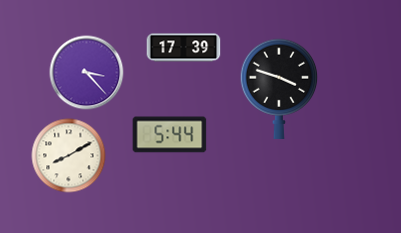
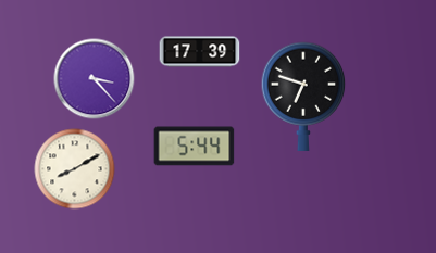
clock at (279, 89): 3:48 -> 6:48
clock at (170, 135) position: (170, 135) -> (195, 147)
